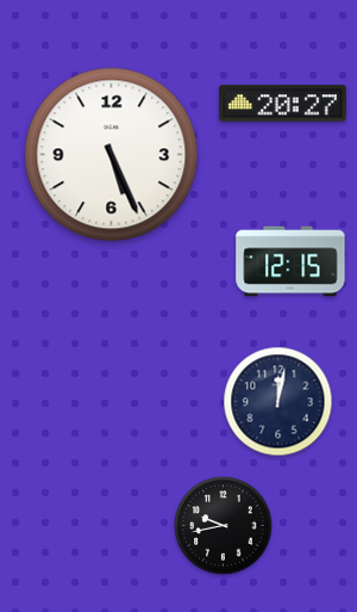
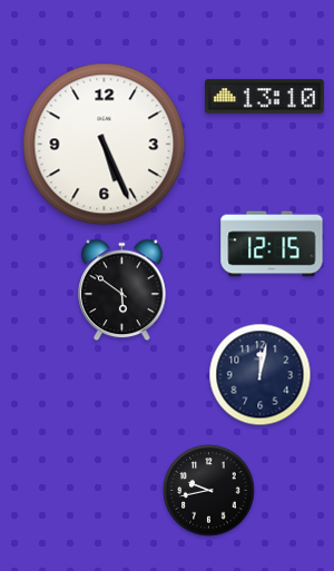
clock at (282, 104): 20:27 -> 13:10
clock at (122, 291): none -> 5:51
